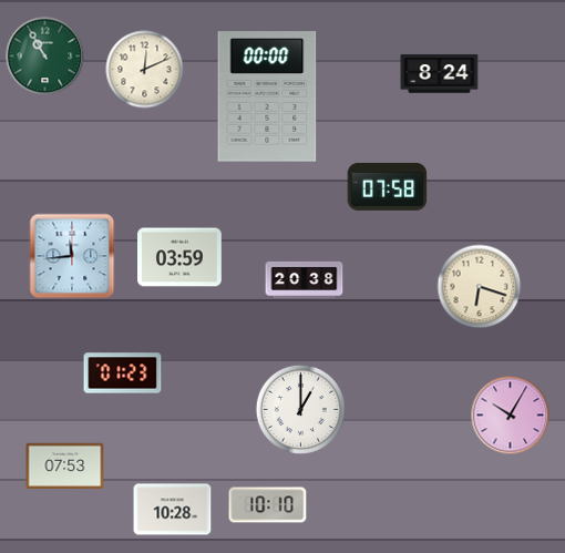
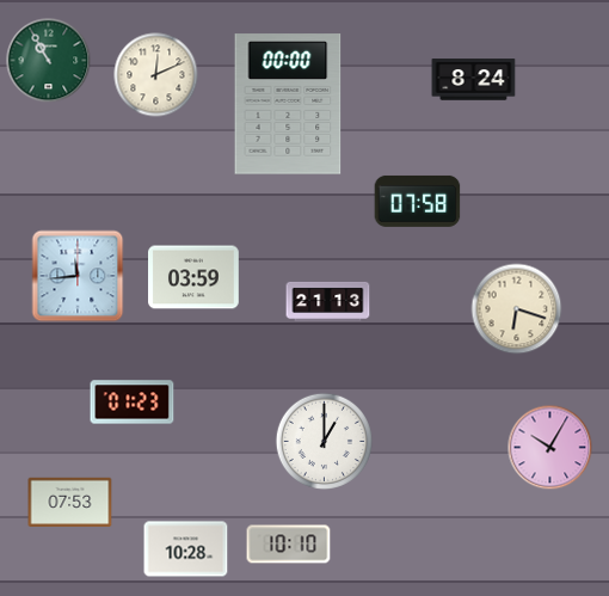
clock at (305, 279): 20:38 -> 21:13
